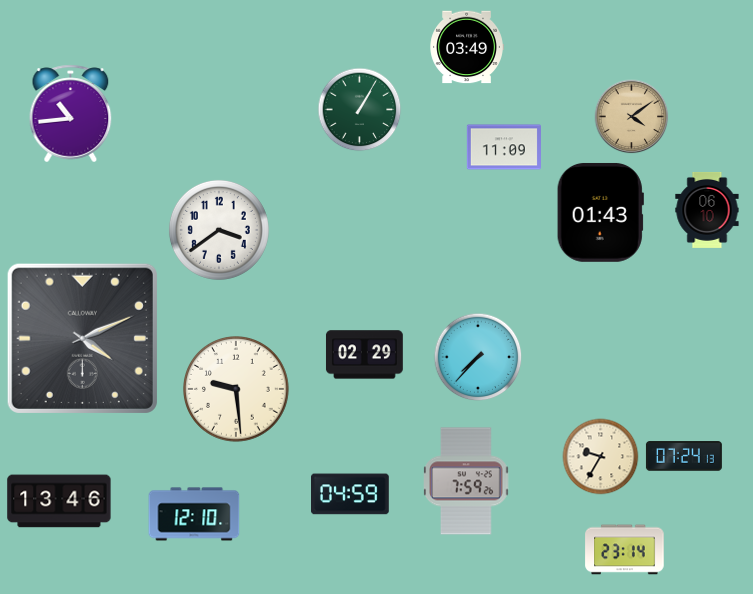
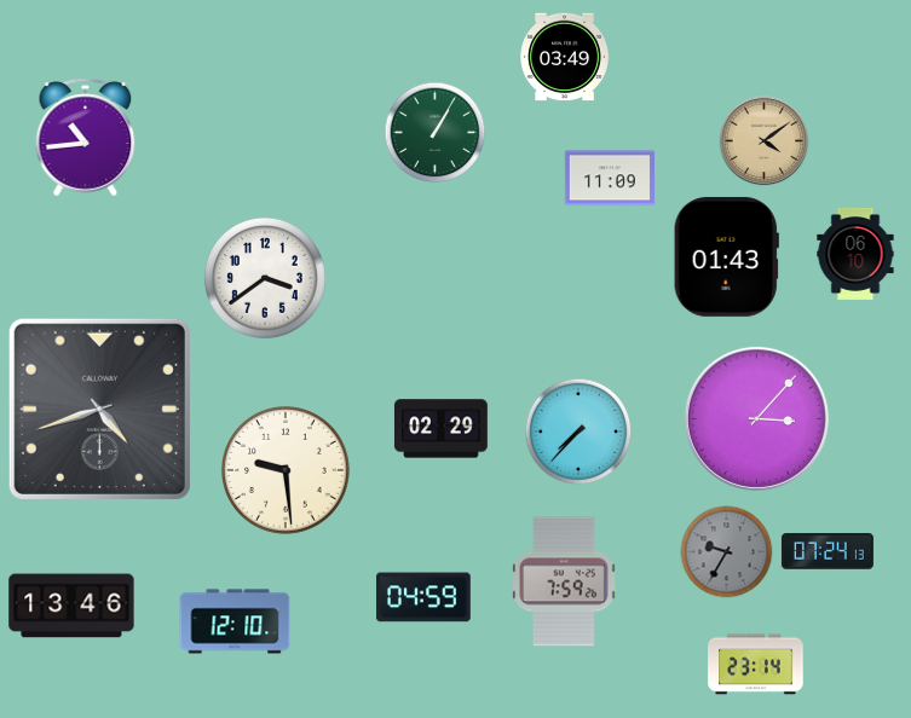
clock at (82, 338): 4:11 -> 4:42
clock at (756, 418): none -> 3:07
clock at (601, 457) dial: cream -> grey
